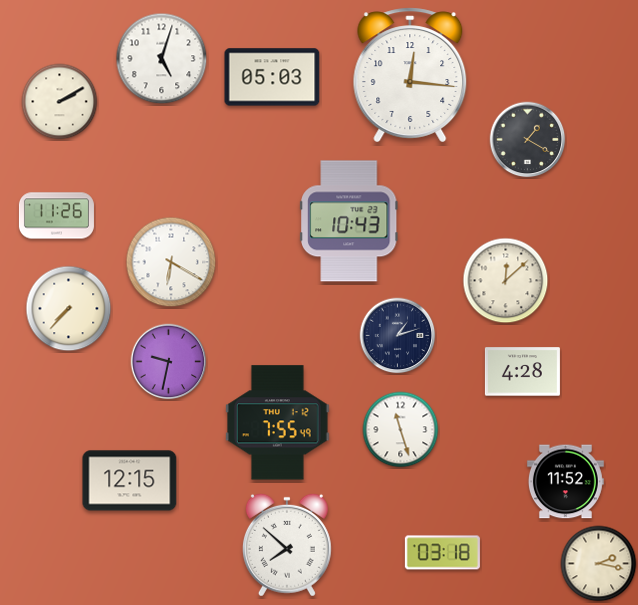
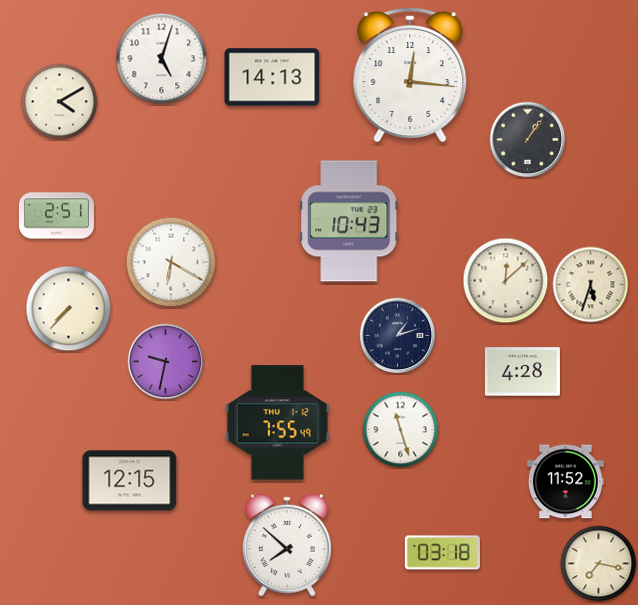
clock at (272, 77): 05:03 -> 14:13
clock at (60, 102): 2:10 -> 4:10
clock at (528, 140): 1:20 -> 1:06
clock at (56, 216): 11:26 -> 2:51
clock at (591, 285): none -> 5:33
clock at (169, 362) position: (169, 362) -> (166, 362)
clock at (599, 564): 2:17 -> 7:17
